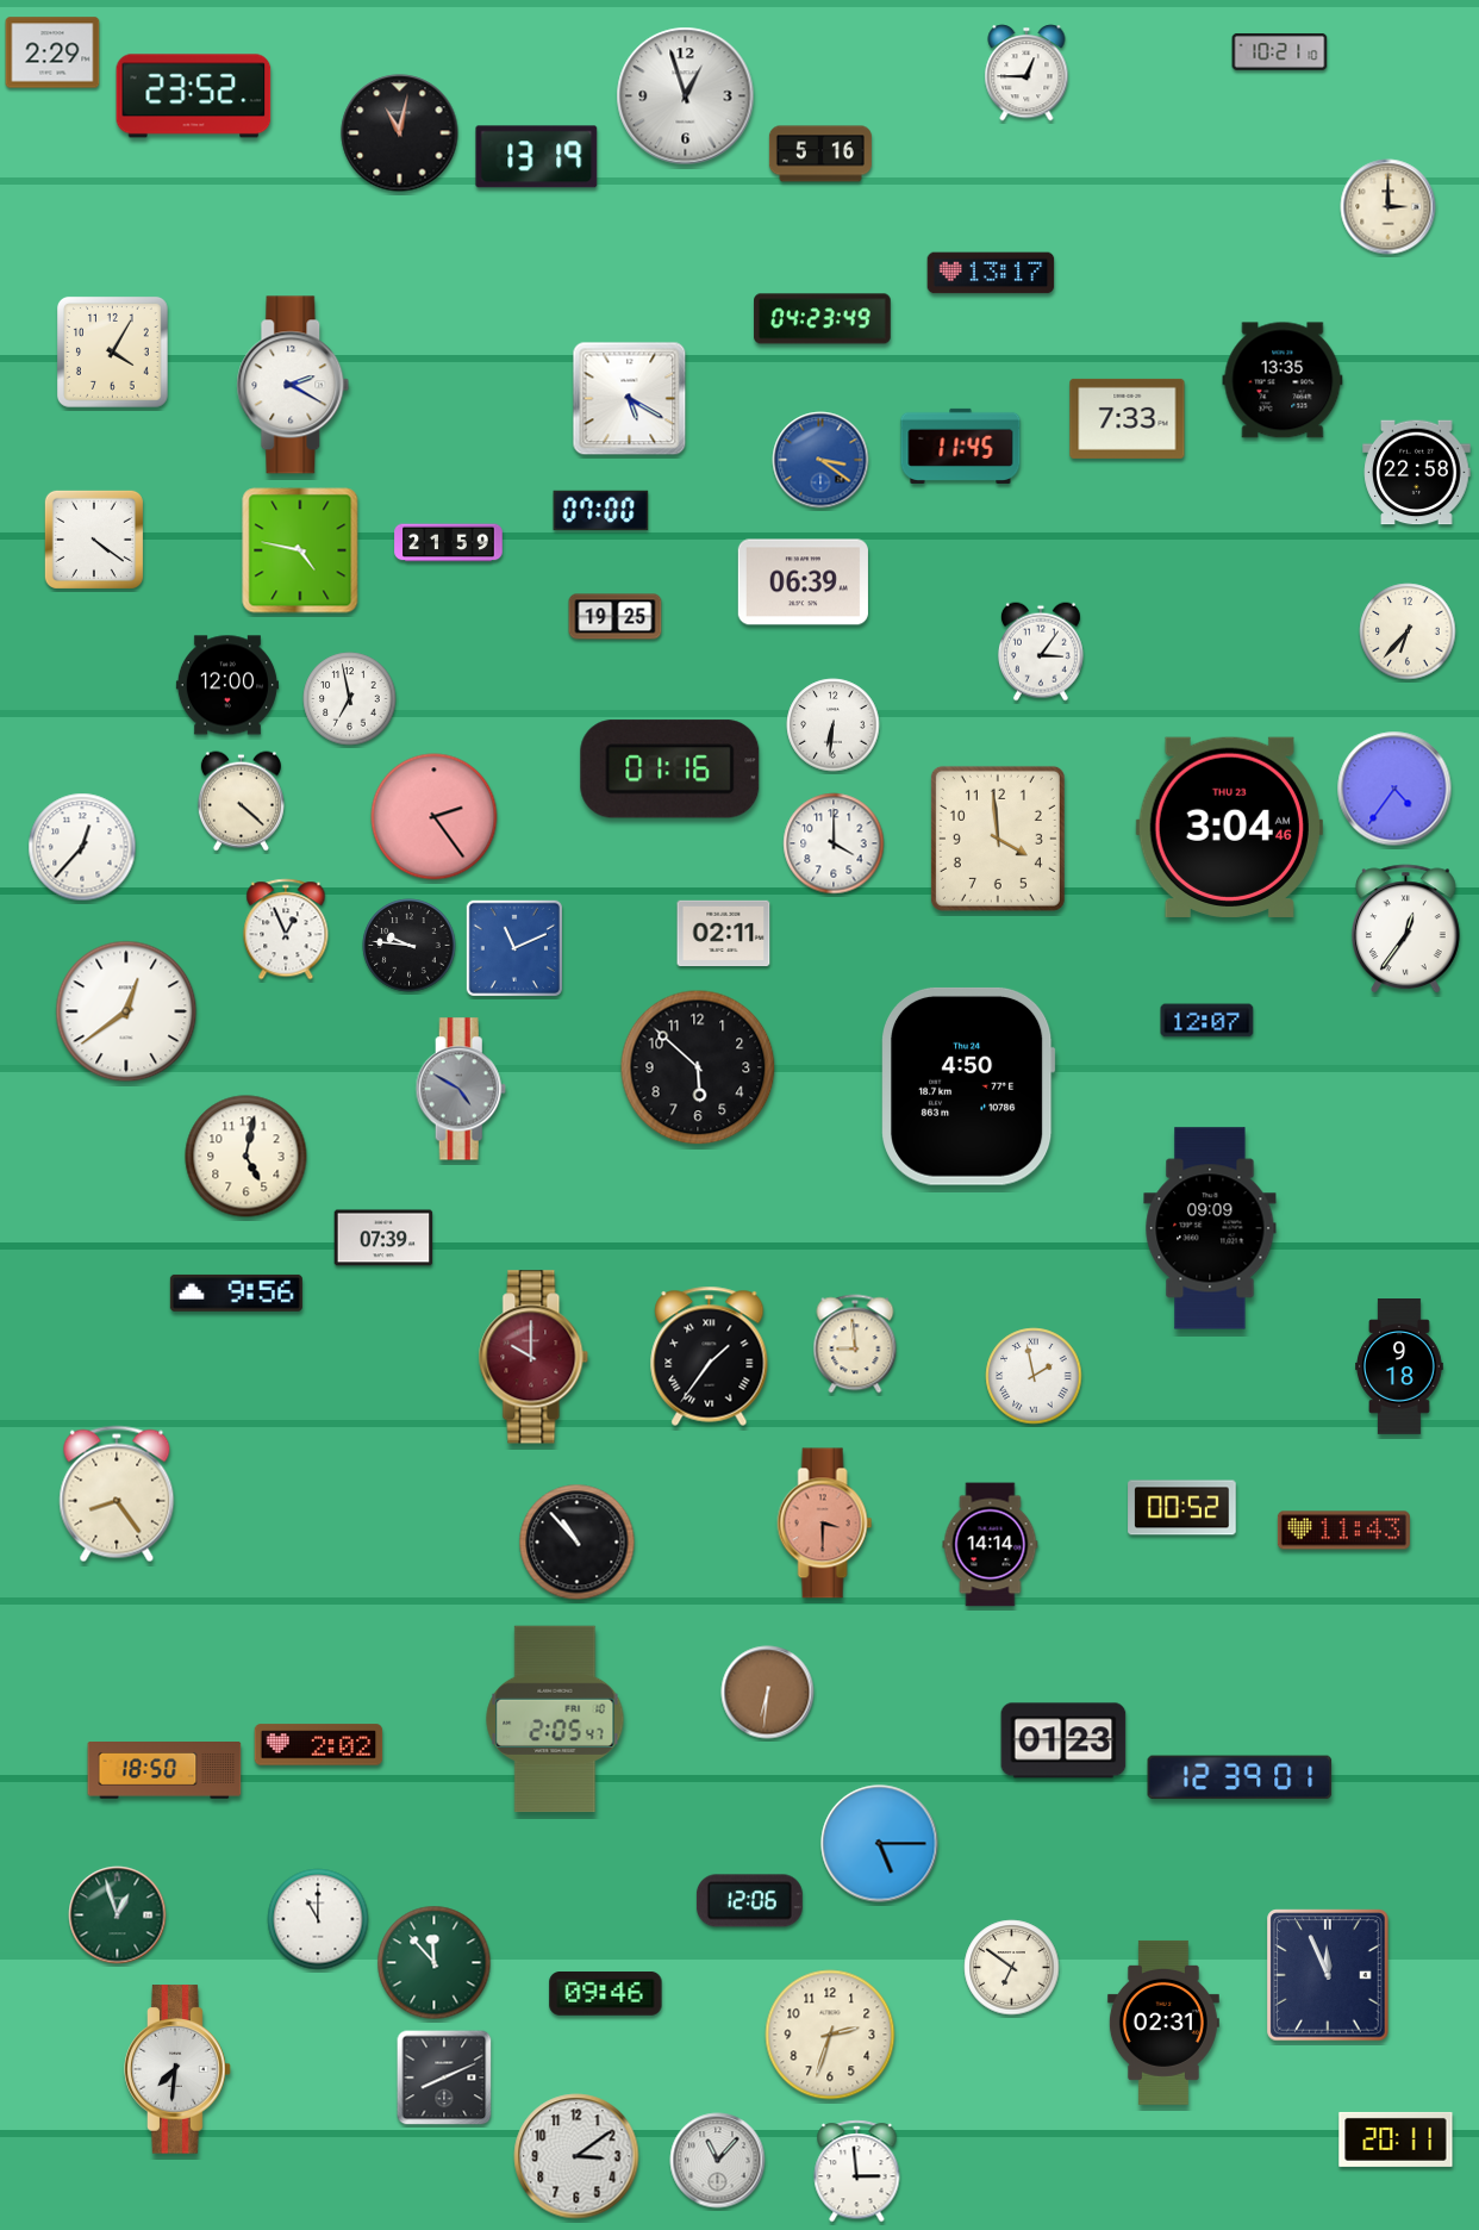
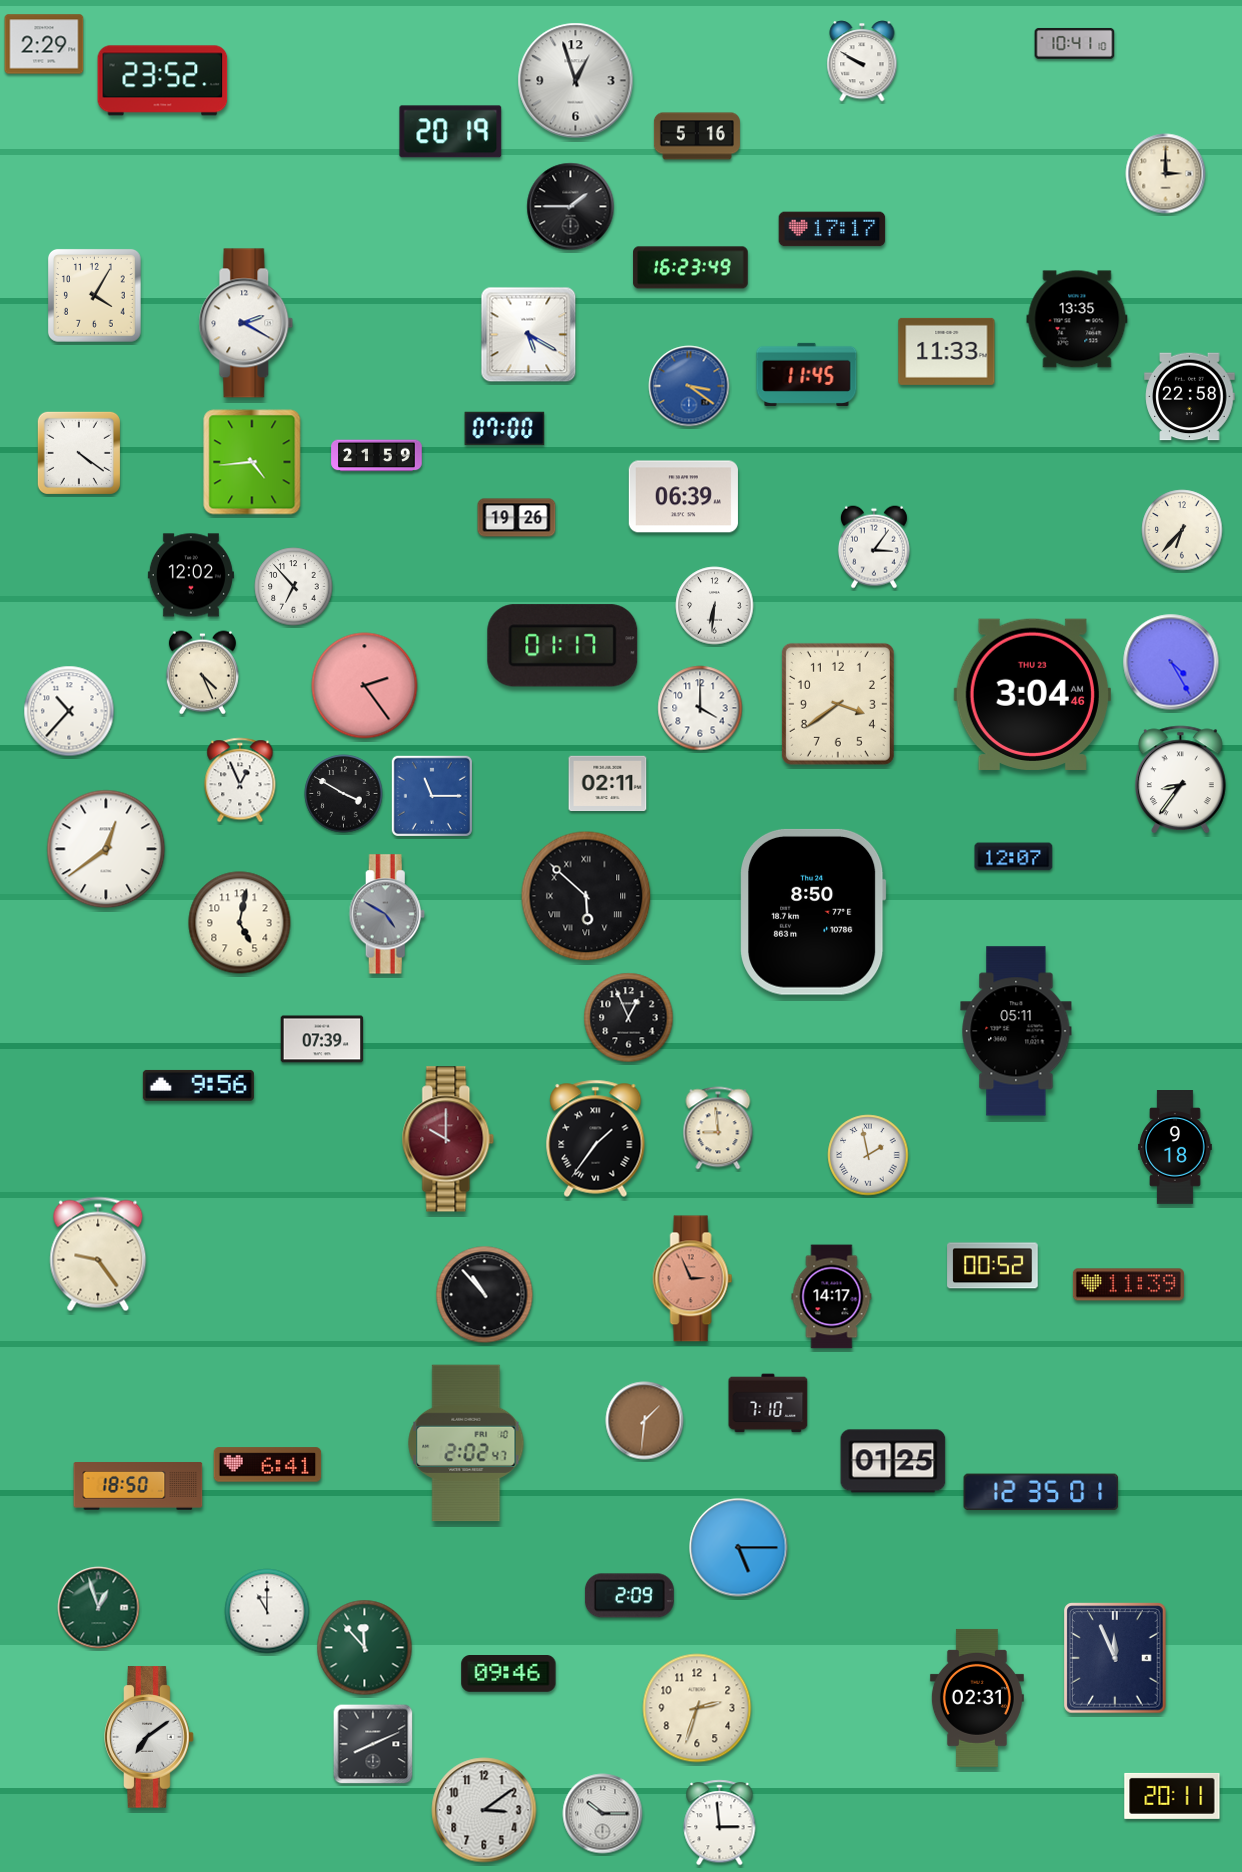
clock at (1280, 52): 10:21 -> 10:41
clock at (1026, 73): 12:45 -> 9:50
clock at (400, 133): 11:02 -> none
clock at (820, 154) position: (820, 154) -> (697, 136)
clock at (537, 157): 13:19 -> 20:19
clock at (571, 207): none -> 1:45
clock at (991, 273): 13:17 -> 17:17
clock at (823, 319): 04:23 -> 16:23
clock at (1128, 418): 7:33 -> 11:33
clock at (300, 550): 4:47 -> 4:44
clock at (803, 583) position: (803, 583) -> (683, 497)
clock at (616, 617): 19:25 -> 19:26
clock at (227, 685): 12:00 -> 12:02
clock at (350, 699): 6:58 -> 6:53
clock at (834, 725) position: (834, 725) -> (715, 606)
clock at (670, 770): 01:16 -> 01:17
clock at (1394, 789): 4:36 -> 4:25
clock at (241, 802): 4:22 -> 4:26
clock at (998, 839): 3:59 -> 3:39
clock at (82, 847): 12:37 -> 10:37
clock at (1405, 929): 12:36 -> 8:36
clock at (410, 946): 9:46 -> 3:50
clock at (514, 948): 11:11 -> 11:15
clock at (698, 1067) numerals: Arabic -> Roman
clock at (968, 1086): 4:50 -> 8:50
clock at (246, 1157) position: (246, 1157) -> (240, 923)
clock at (629, 1018): none -> 12:56
clock at (1210, 1228): 09:09 -> 05:11
clock at (117, 1494): 8:24 -> 9:24
clock at (825, 1524): 3:30 -> 2:56
clock at (1343, 1531): 11:43 -> 11:39
clock at (991, 1545): 14:14 -> 14:17
clock at (768, 1403): none -> 7:10
clock at (768, 1693): 6:31 -> 1:31
clock at (555, 1719): 2:05 -> 2:02
clock at (1063, 1740): 01:23 -> 01:25
clock at (319, 1745): 2:02 -> 6:41
clock at (1240, 1777): 12:39 -> 12:35
clock at (749, 1901): 12:06 -> 2:09
clock at (1012, 1968): 6:51 -> none
clock at (177, 2069): 7:31 -> 7:09
clock at (718, 2161): 11:07 -> 10:15
